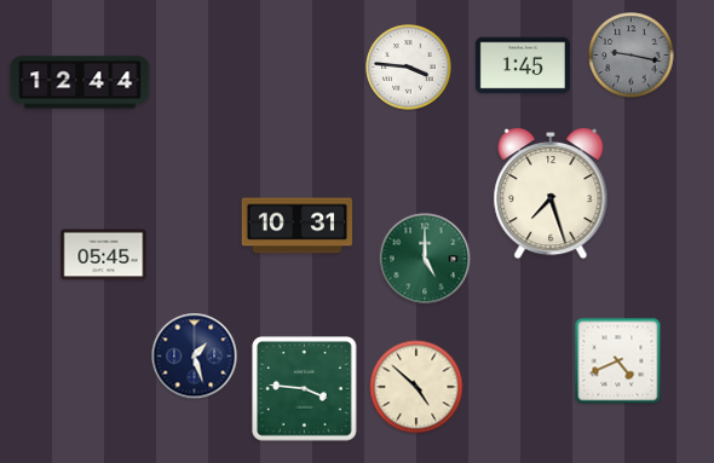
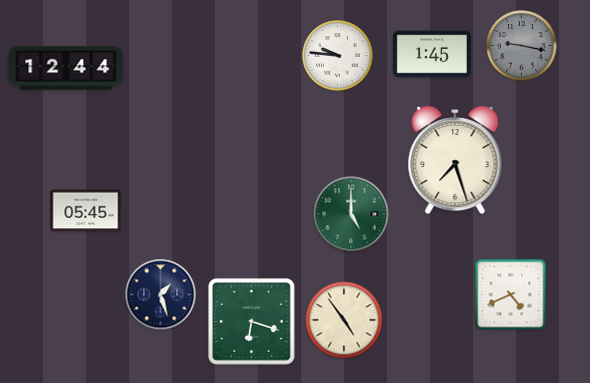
clock at (409, 68): 3:46 -> 9:46
clock at (298, 226): 10:31 -> none
clock at (618, 361) position: (618, 361) -> (511, 295)
clock at (416, 387): 4:52 -> 4:54
clock at (305, 389): 3:46 -> 6:18
